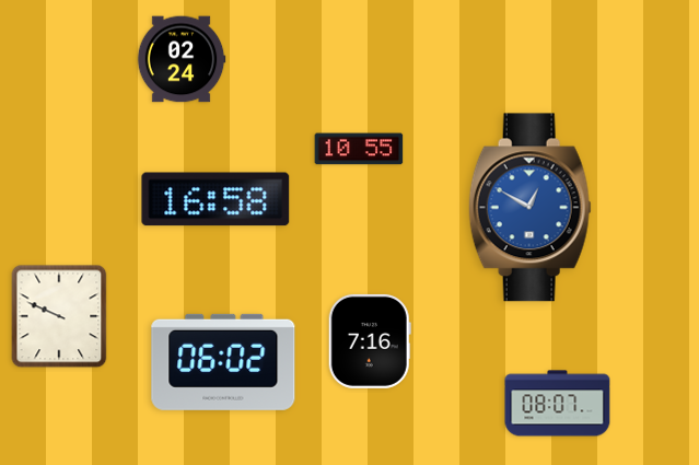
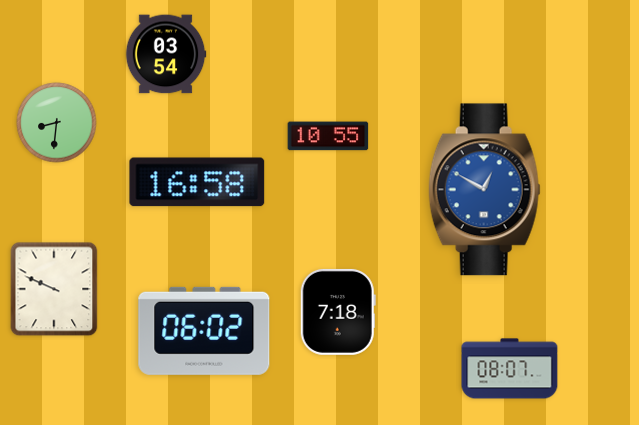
clock at (182, 59): 02:24 -> 03:54
clock at (57, 123): none -> 8:31
clock at (370, 341): 7:16 -> 7:18
